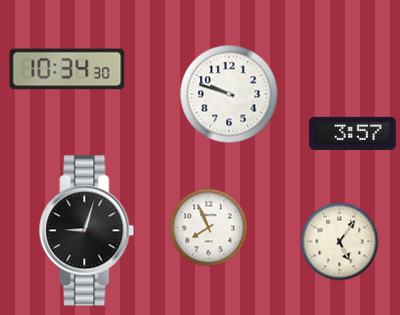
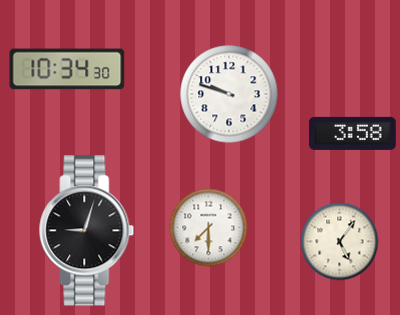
clock at (353, 133): 3:57 -> 3:58
clock at (208, 227): 7:56 -> 7:30
